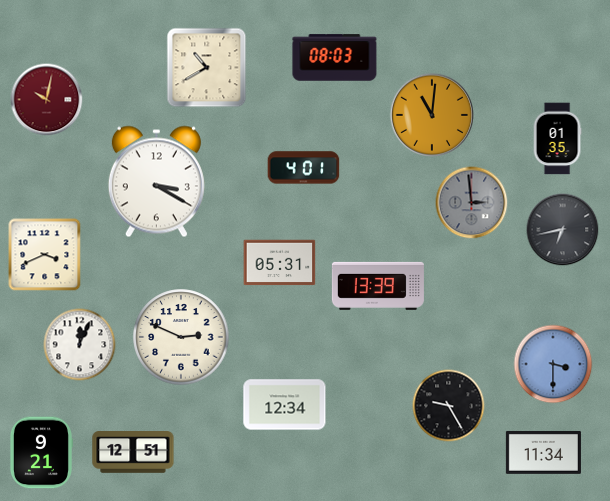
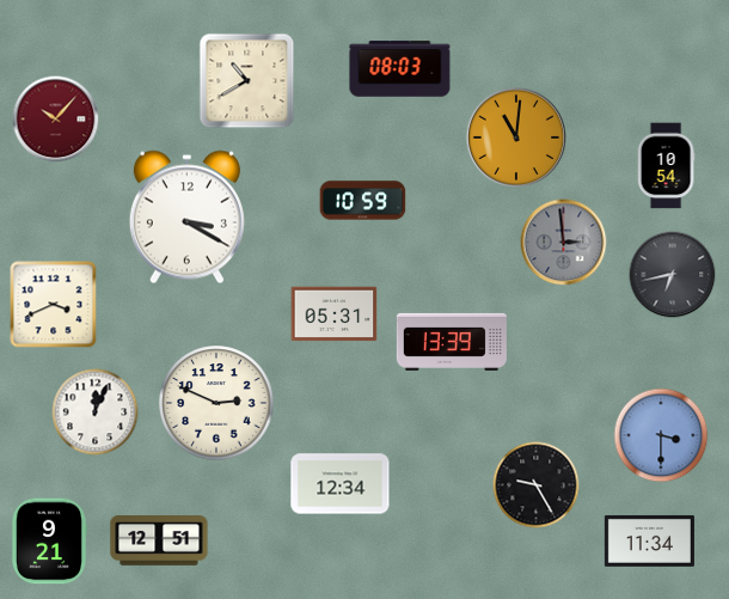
clock at (47, 100): 10:02 -> 10:07
clock at (557, 139): 01:35 -> 10:54
clock at (304, 168): 4:01 -> 10:59
